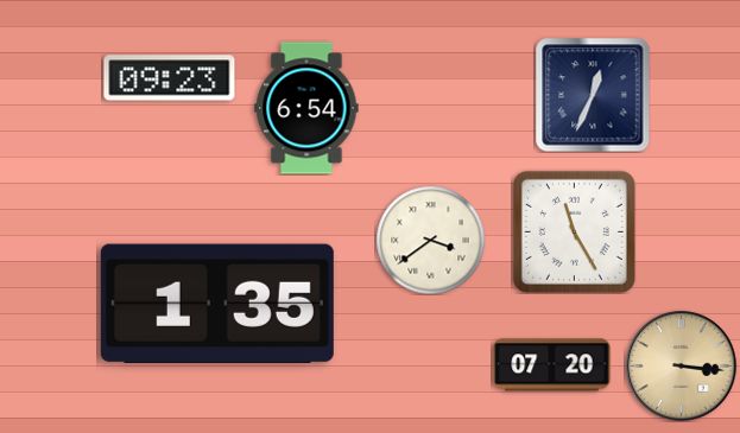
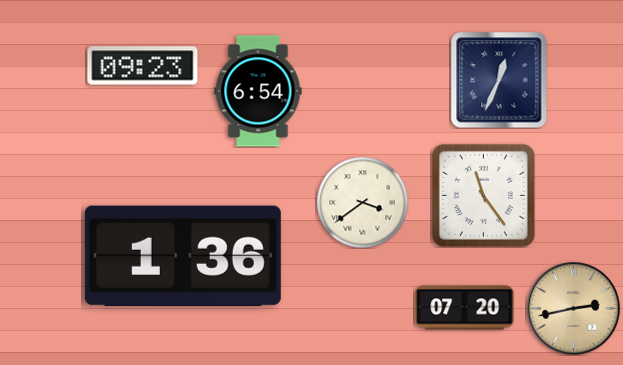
clock at (574, 231): 11:25 -> 11:24
clock at (217, 304): 1:35 -> 1:36
clock at (681, 365): 3:16 -> 2:43
